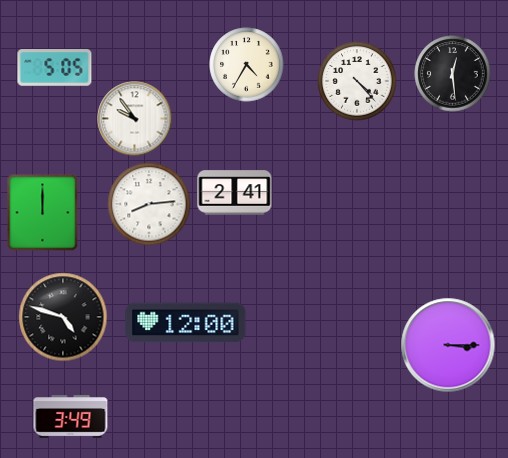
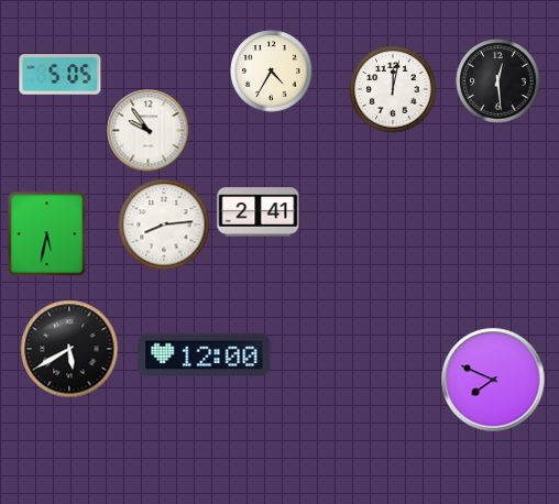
clock at (357, 81): 4:23 -> 12:02
clock at (43, 213): 12:00 -> 5:32
clock at (63, 317): 4:48 -> 5:40
clock at (448, 345): 3:15 -> 7:49
clock at (71, 417): 3:49 -> none
